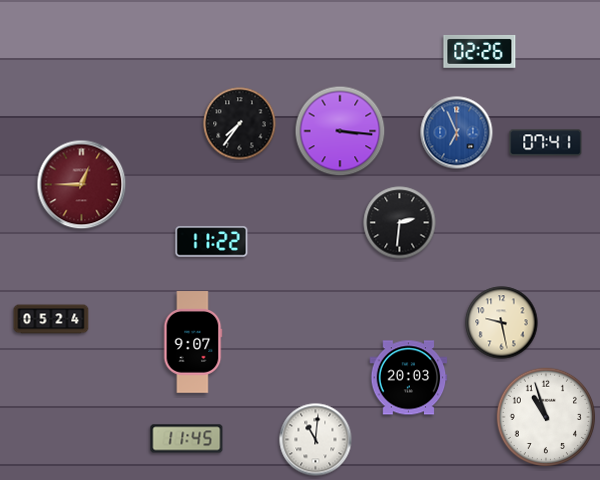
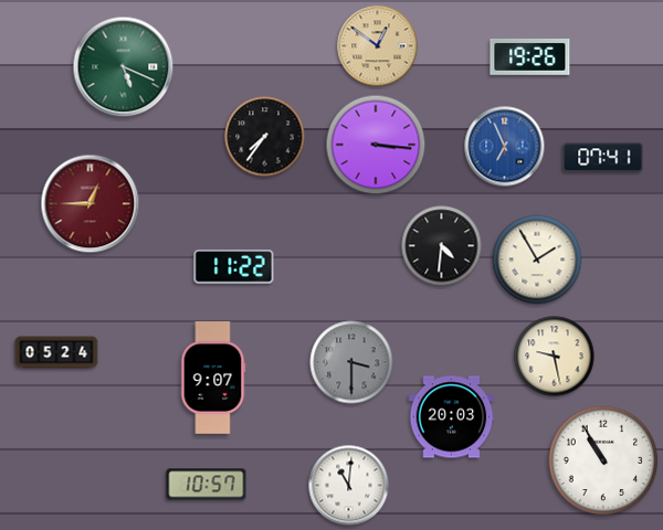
clock at (378, 46): none -> 12:51
clock at (480, 52): 02:26 -> 19:26
clock at (124, 67): none -> 5:19
clock at (400, 223): 2:31 -> 4:31
clock at (537, 259): none -> 1:55
clock at (351, 362): none -> 3:30
clock at (545, 416): 10:57 -> 10:55
clock at (187, 439): 11:45 -> 10:57
